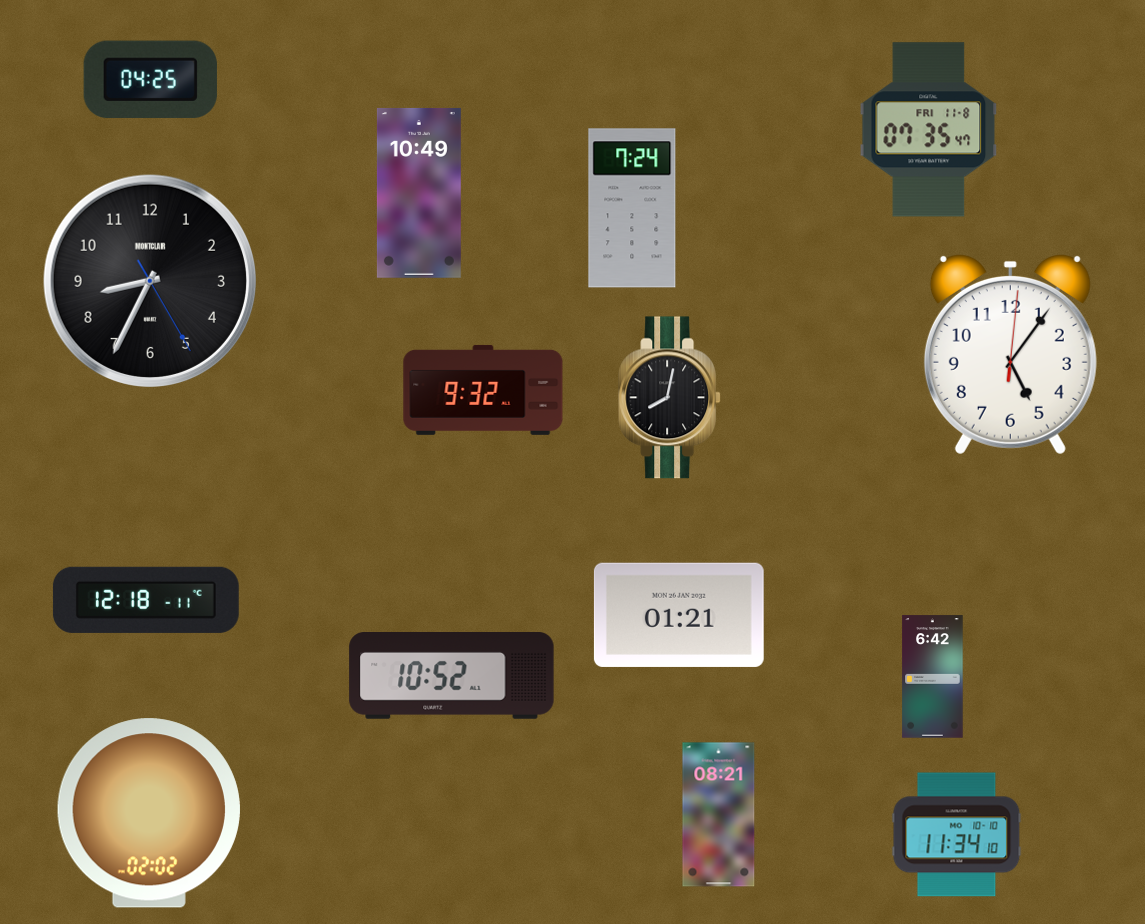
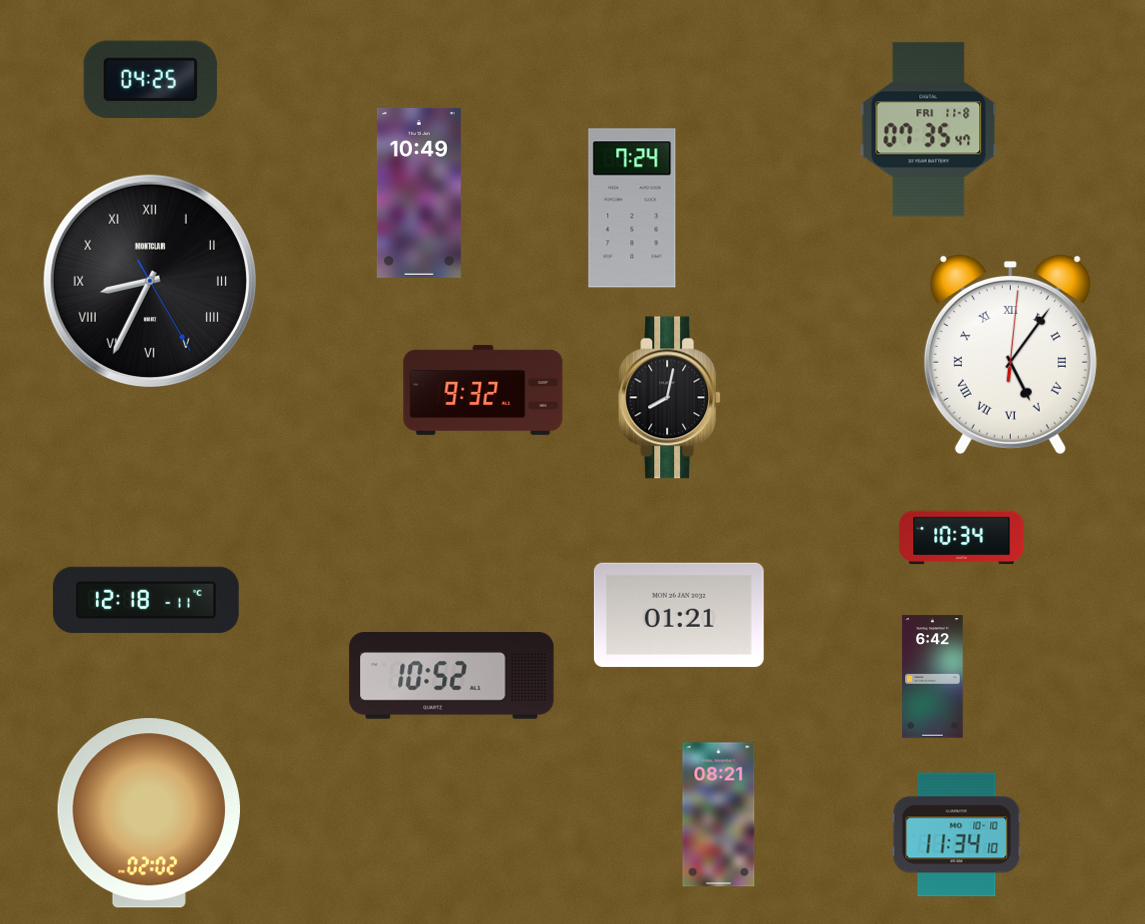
clock at (149, 280) numerals: Arabic -> Roman
clock at (1010, 354) numerals: Arabic -> Roman
clock at (962, 538): none -> 10:34
